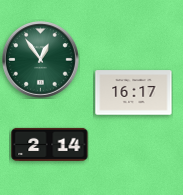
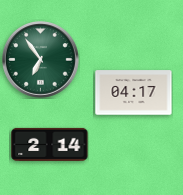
clock at (41, 60): 12:54 -> 6:54
clock at (134, 93): 16:17 -> 04:17
